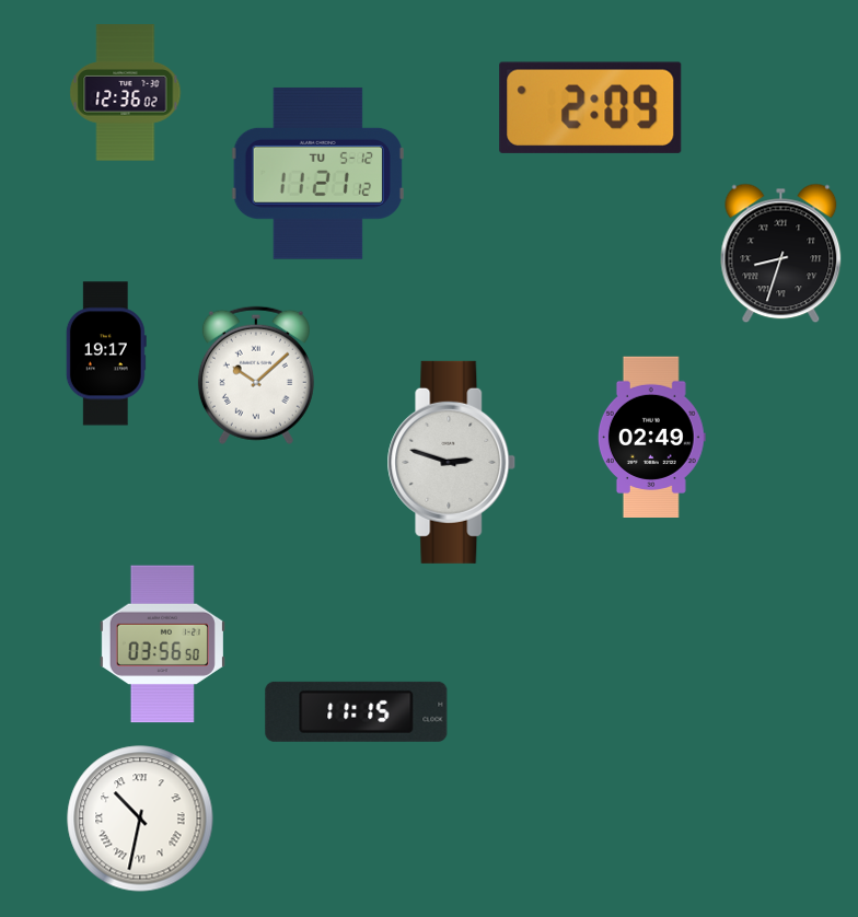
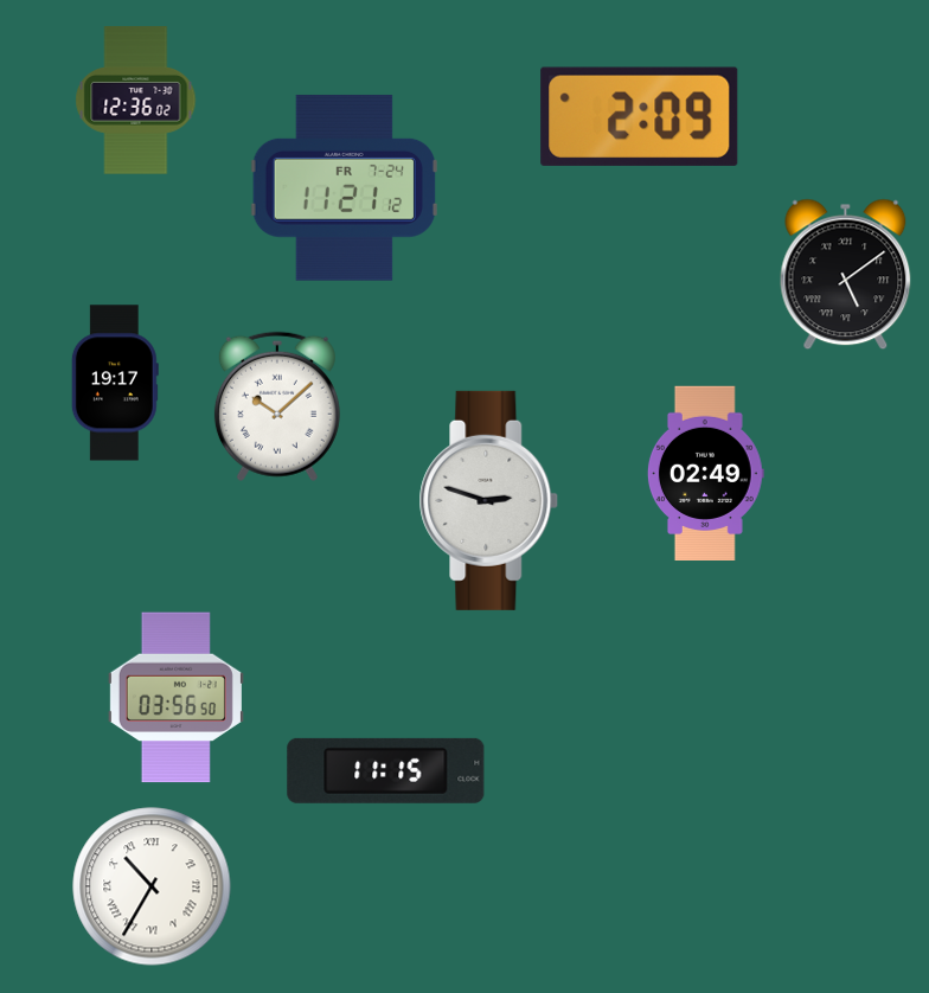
clock at (317, 173) date: TU 5-12 -> FR 7-24
clock at (781, 254): 8:33 -> 5:09
clock at (140, 819): 10:32 -> 10:35
